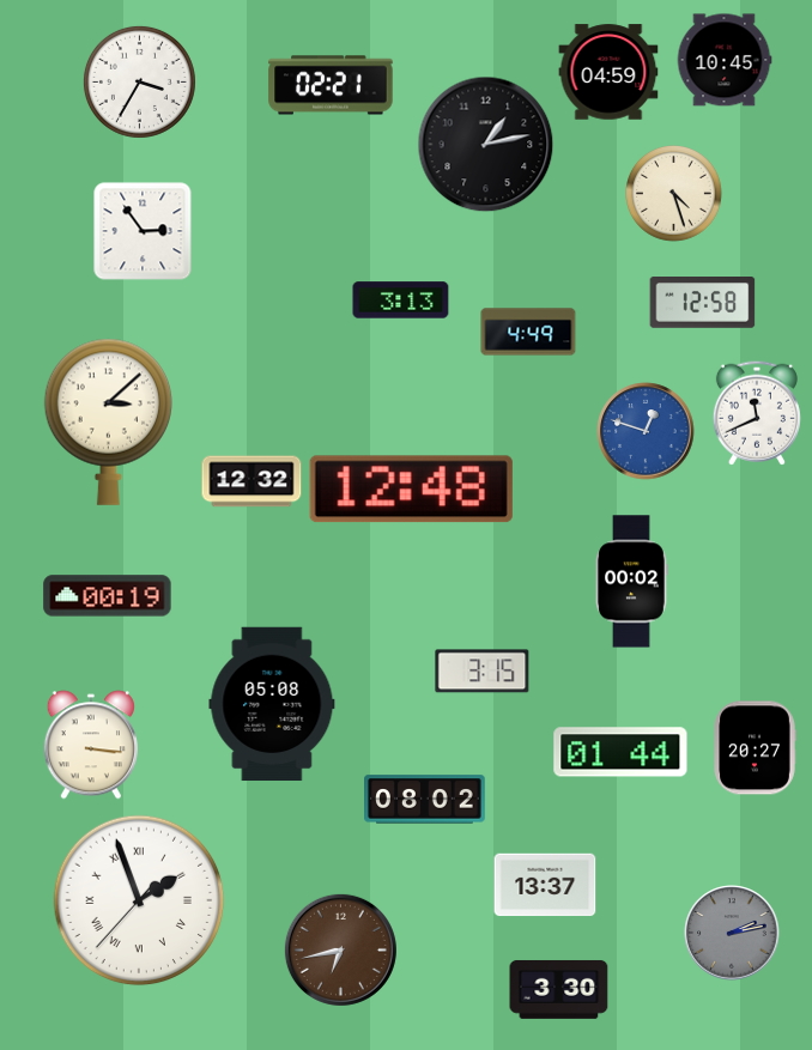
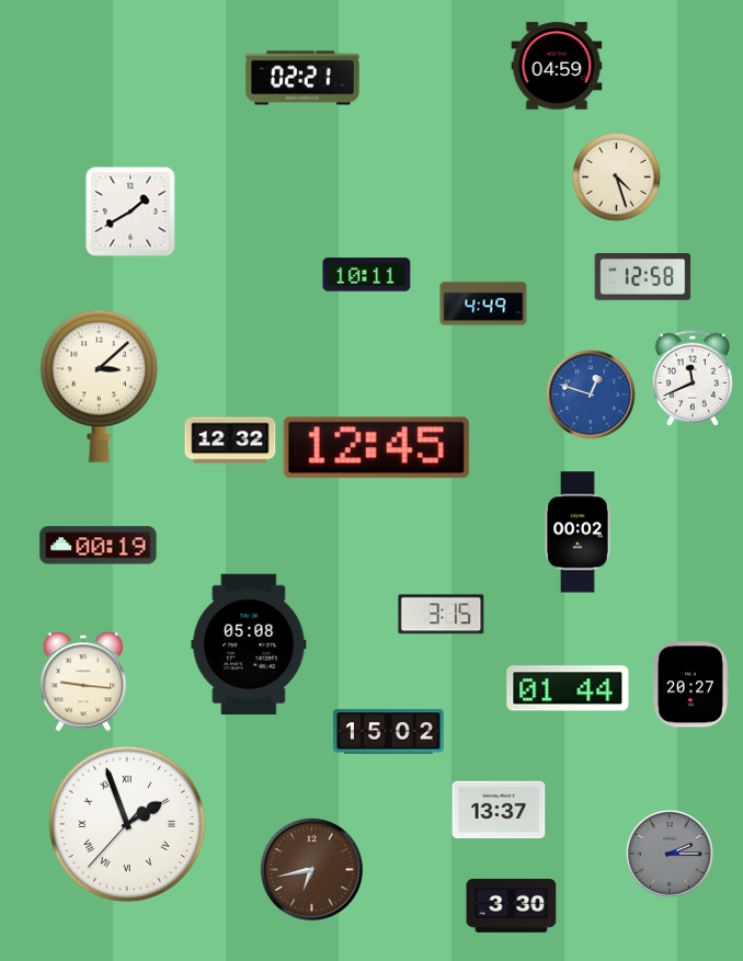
clock at (725, 60): 10:45 -> none
clock at (139, 81): 3:35 -> none
clock at (486, 145): 1:13 -> none
clock at (143, 231): 2:54 -> 1:40
clock at (401, 301): 3:13 -> 10:11
clock at (411, 490): 12:48 -> 12:45
clock at (91, 745): 3:16 -> 9:16
clock at (425, 800): 08:02 -> 15:02
clock at (732, 933): 2:13 -> 2:15
